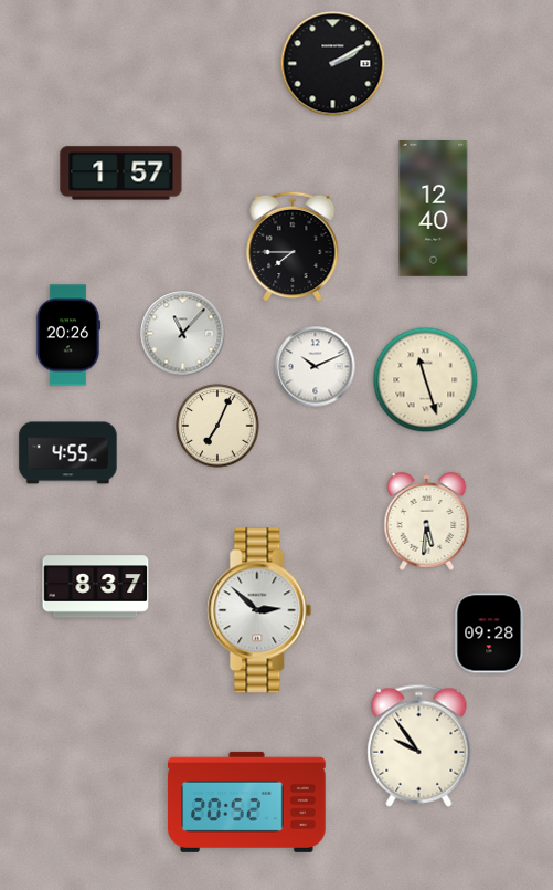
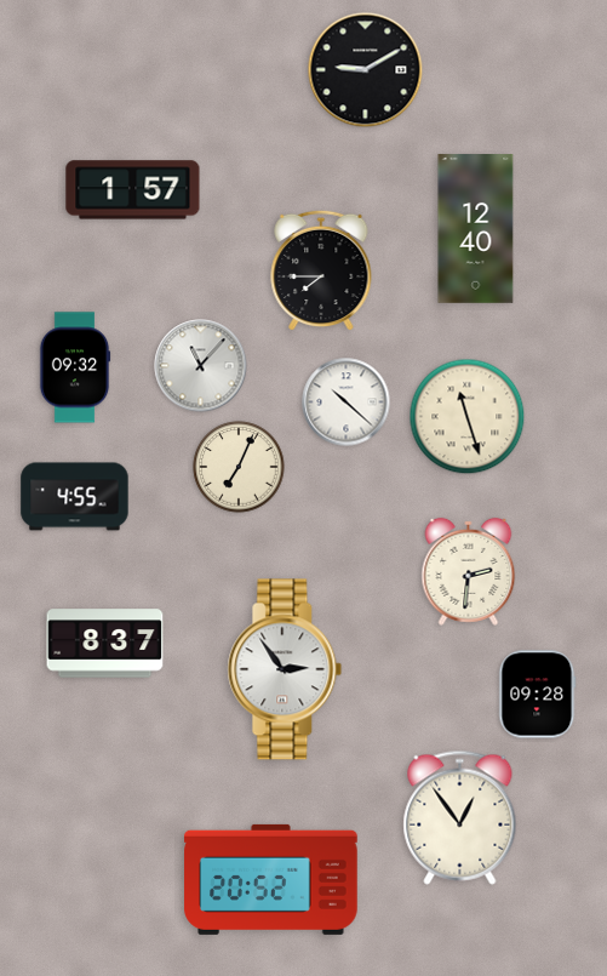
clock at (333, 64): 2:10 -> 9:10
clock at (68, 335): 20:26 -> 09:32
clock at (316, 367): 10:11 -> 10:22
clock at (427, 521): 5:31 -> 2:31
clock at (259, 610): 2:52 -> 2:54
clock at (419, 745): 9:54 -> 12:54
